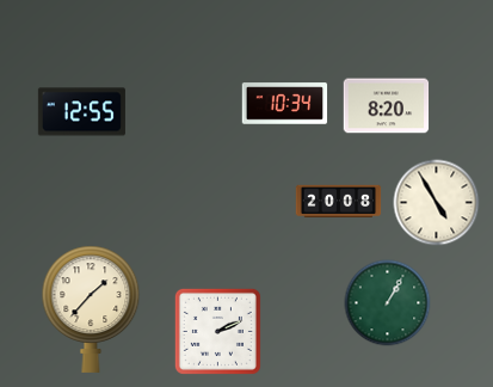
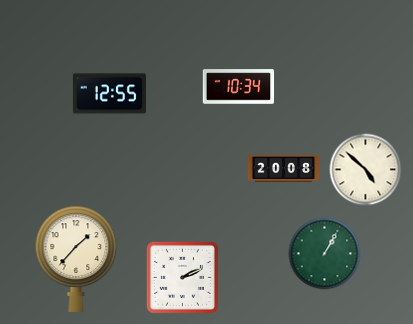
clock at (387, 106): 8:20 -> none
clock at (81, 112) position: (81, 112) -> (109, 94)
clock at (437, 203): 4:55 -> 4:52
